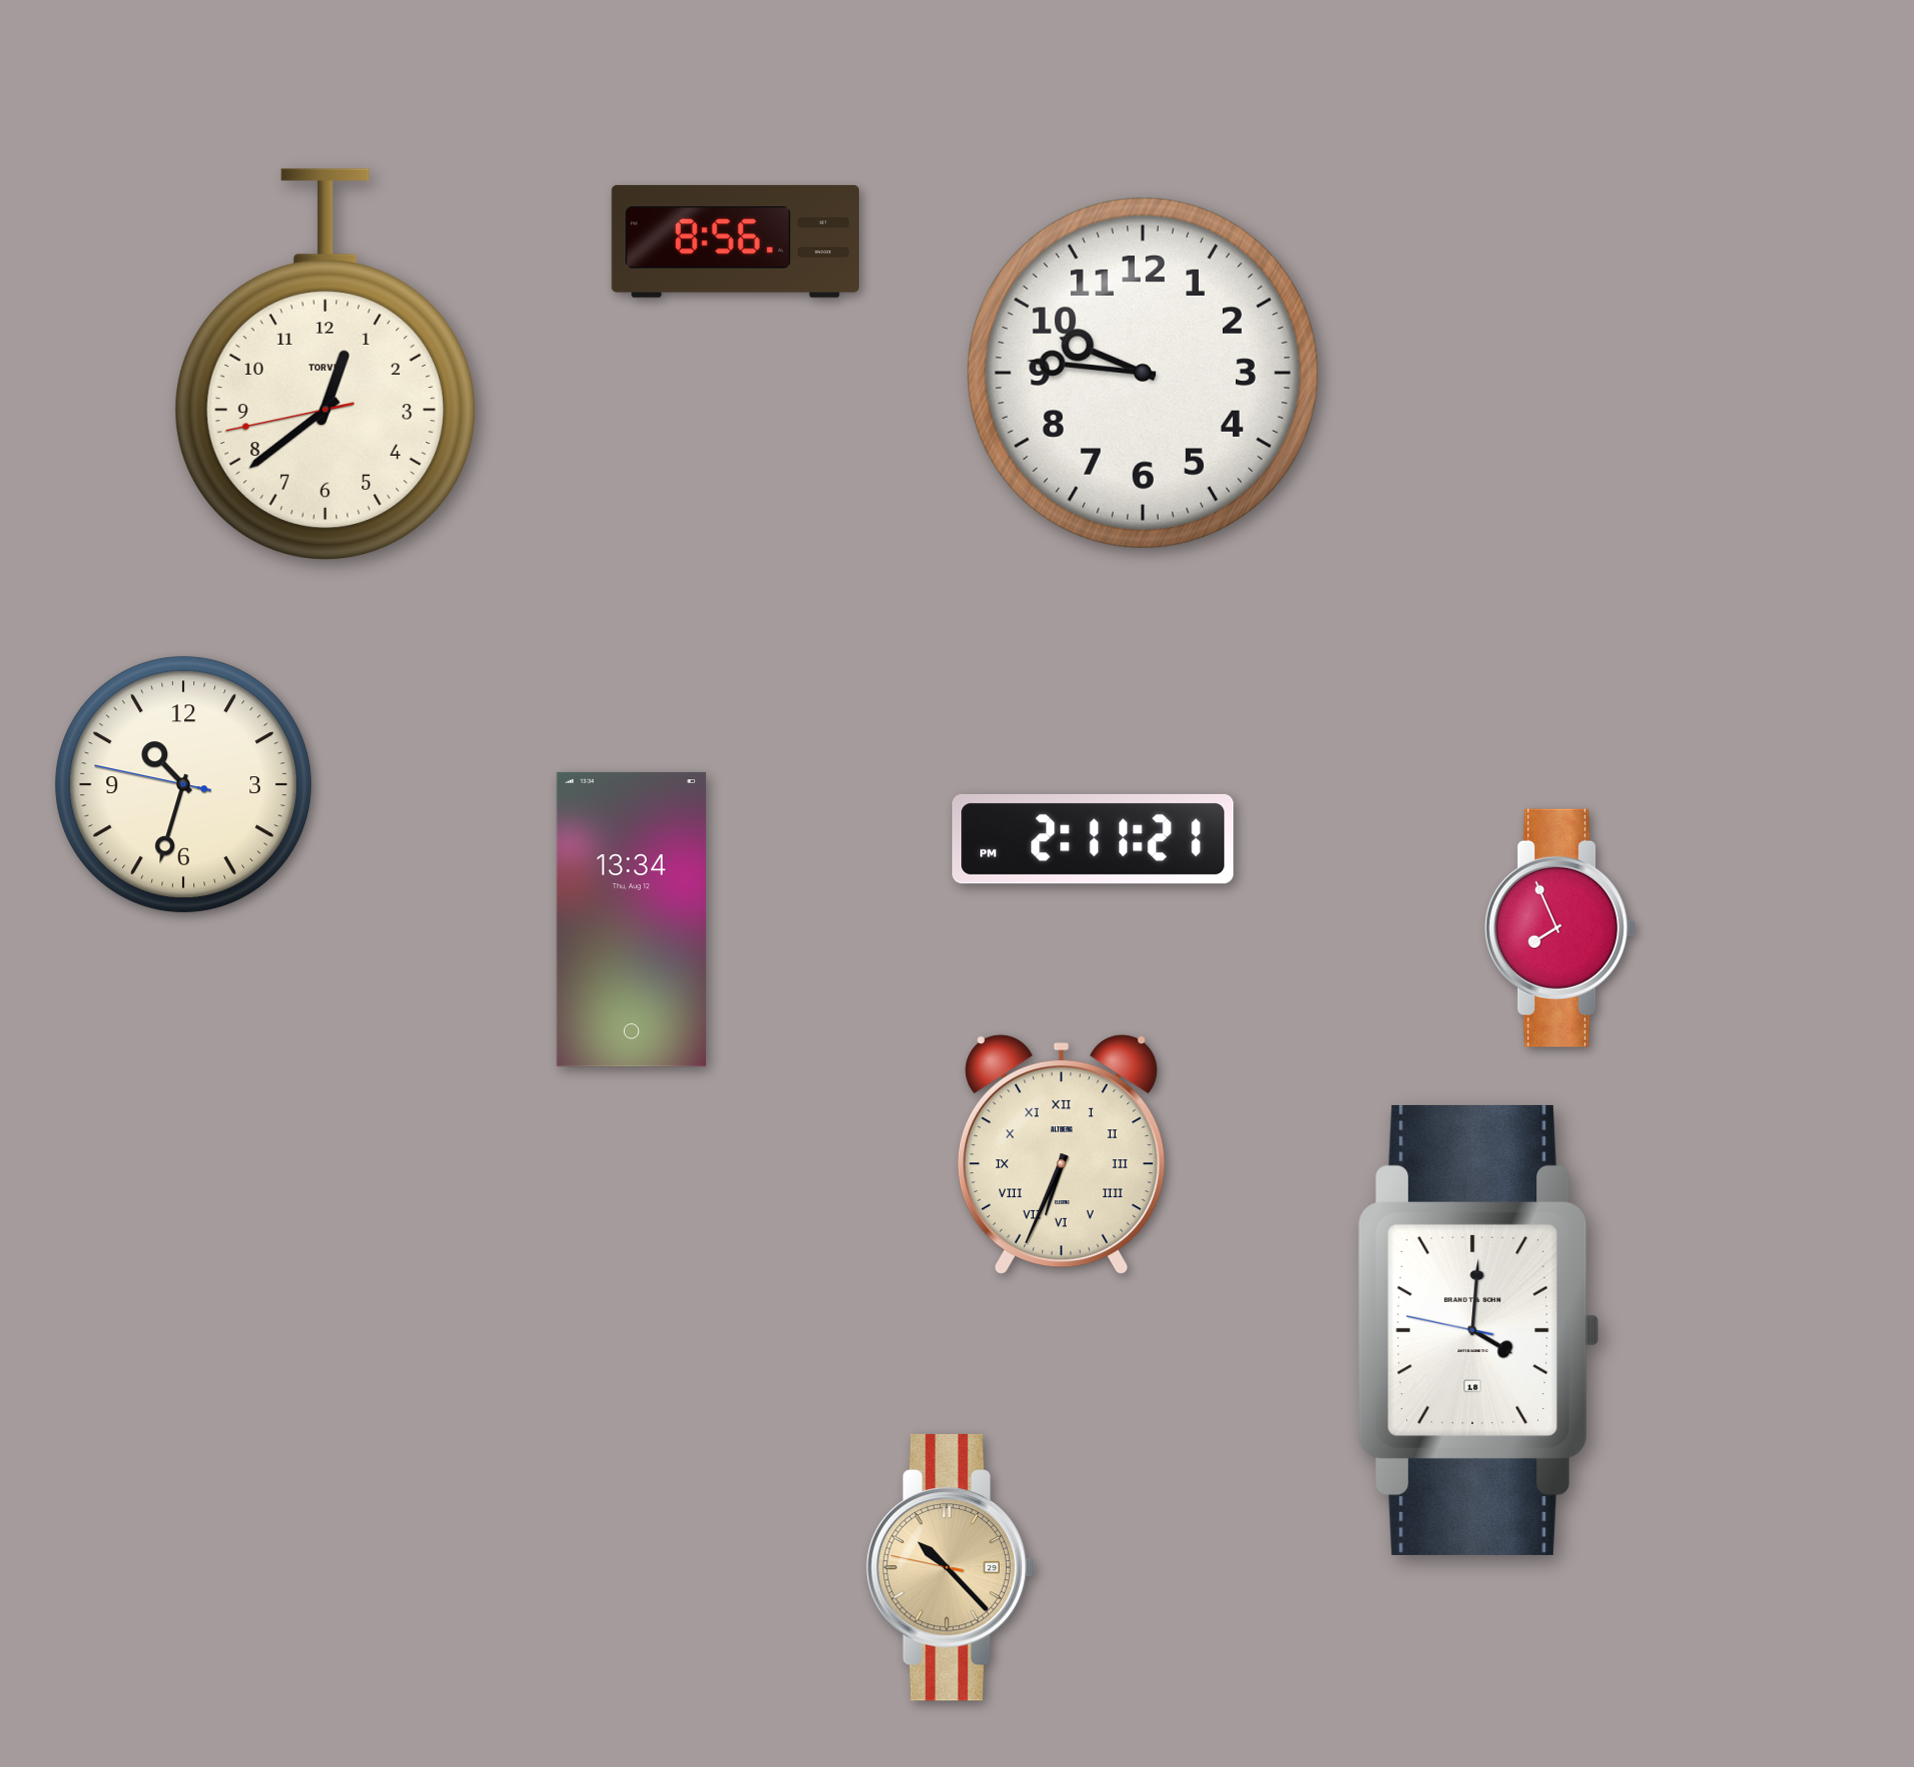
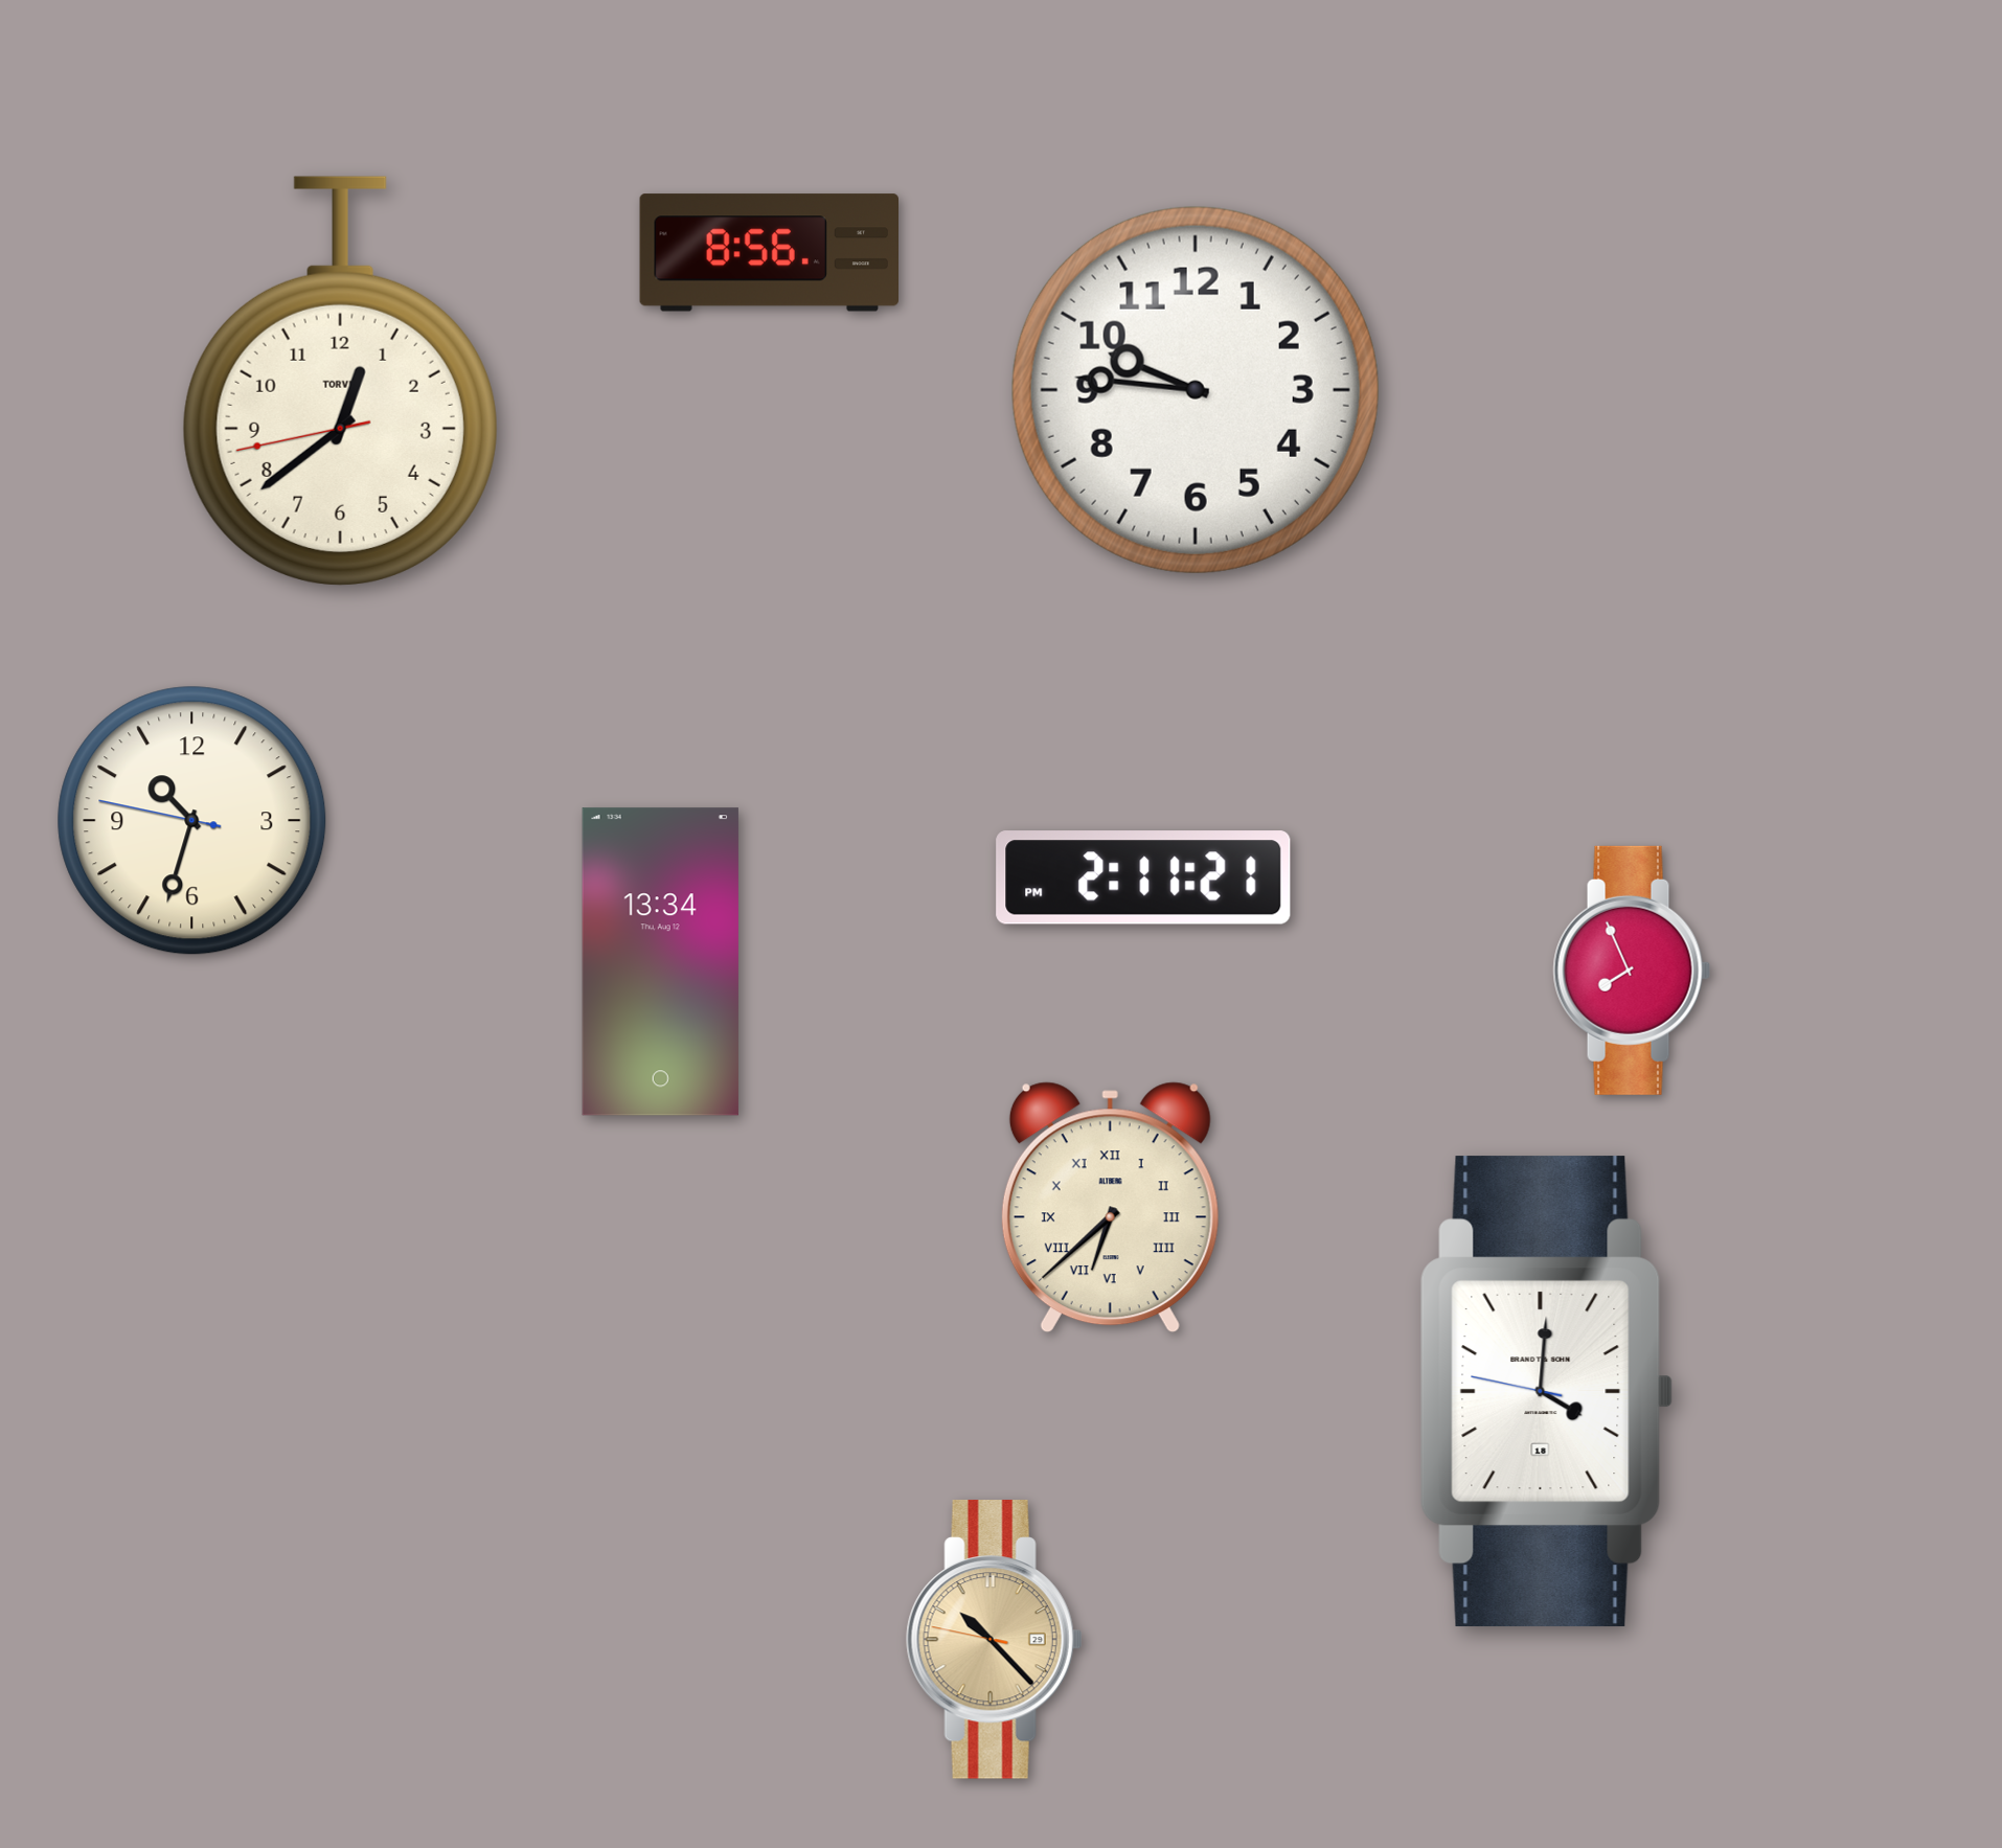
clock at (1061, 1155): 6:34 -> 6:38
